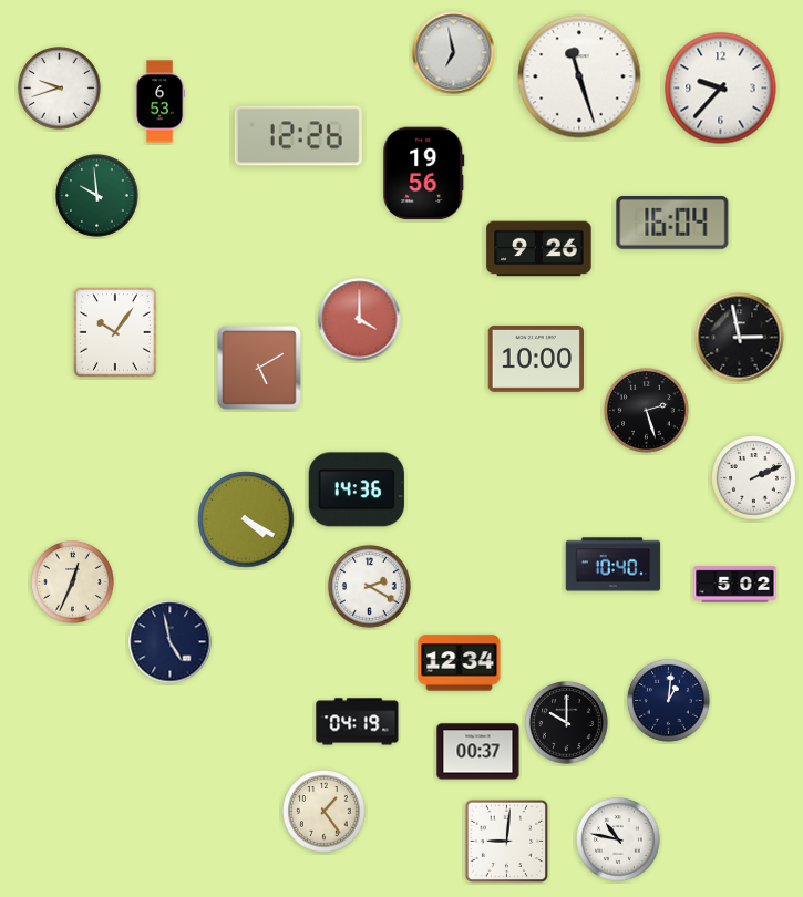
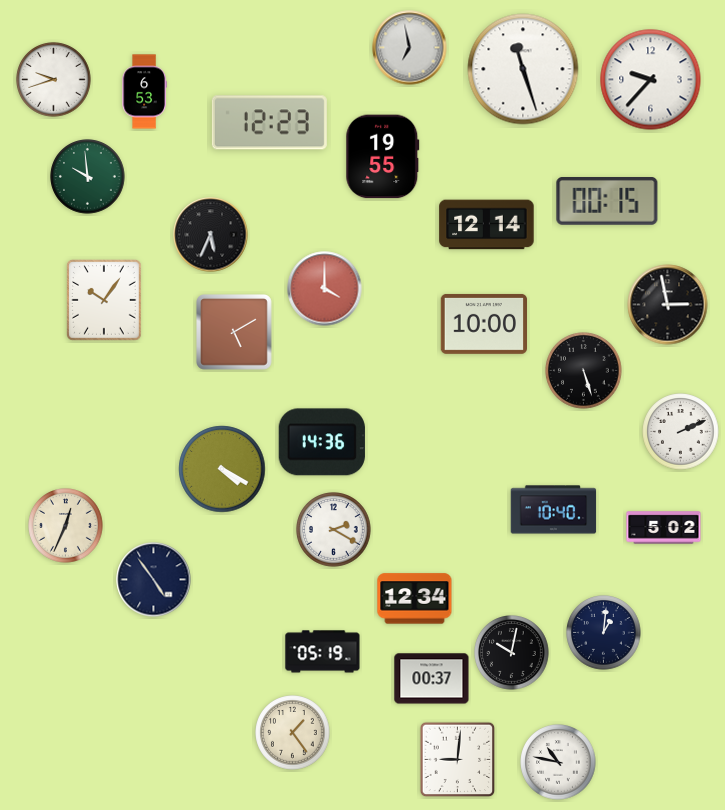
clock at (298, 136): 12:26 -> 12:23
clock at (424, 174): 19:56 -> 19:55
clock at (672, 224): 16:04 -> 00:15
clock at (539, 249): 9:26 -> 12:14
clock at (211, 235): none -> 5:34
clock at (647, 411): 2:27 -> 5:27
clock at (171, 642): 4:58 -> 4:54
clock at (358, 722): 04:19 -> 05:19
clock at (567, 723): 10:00 -> 10:02
clock at (618, 839) position: (618, 839) -> (558, 762)
